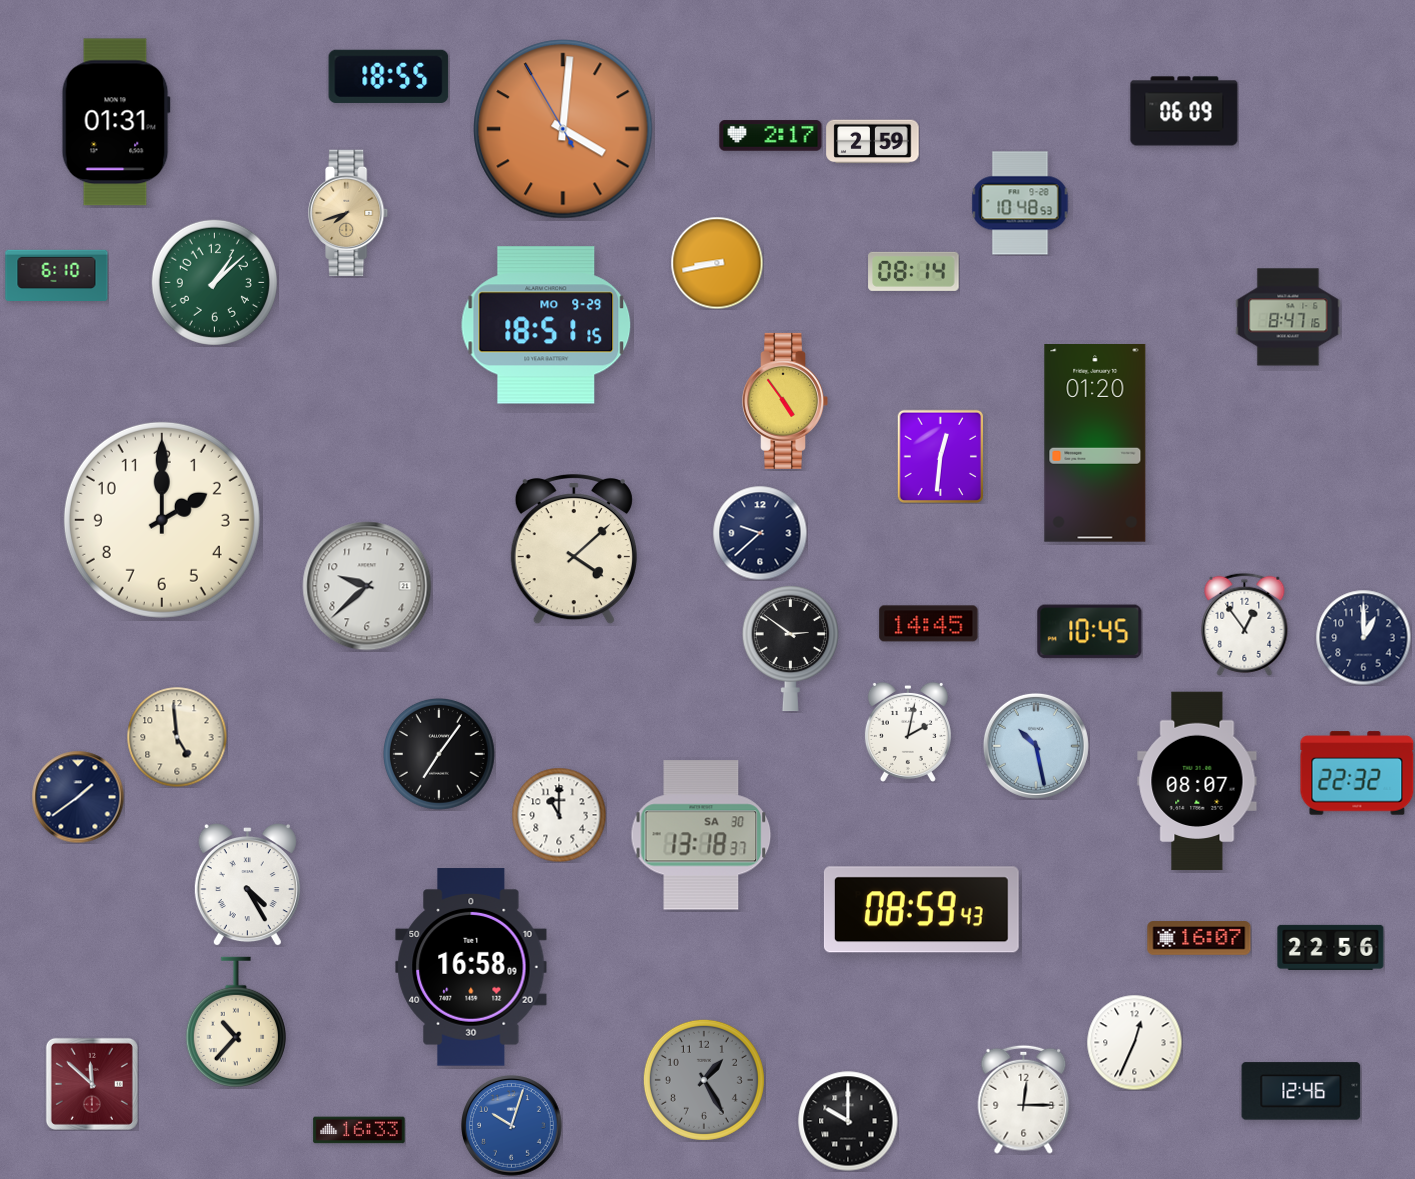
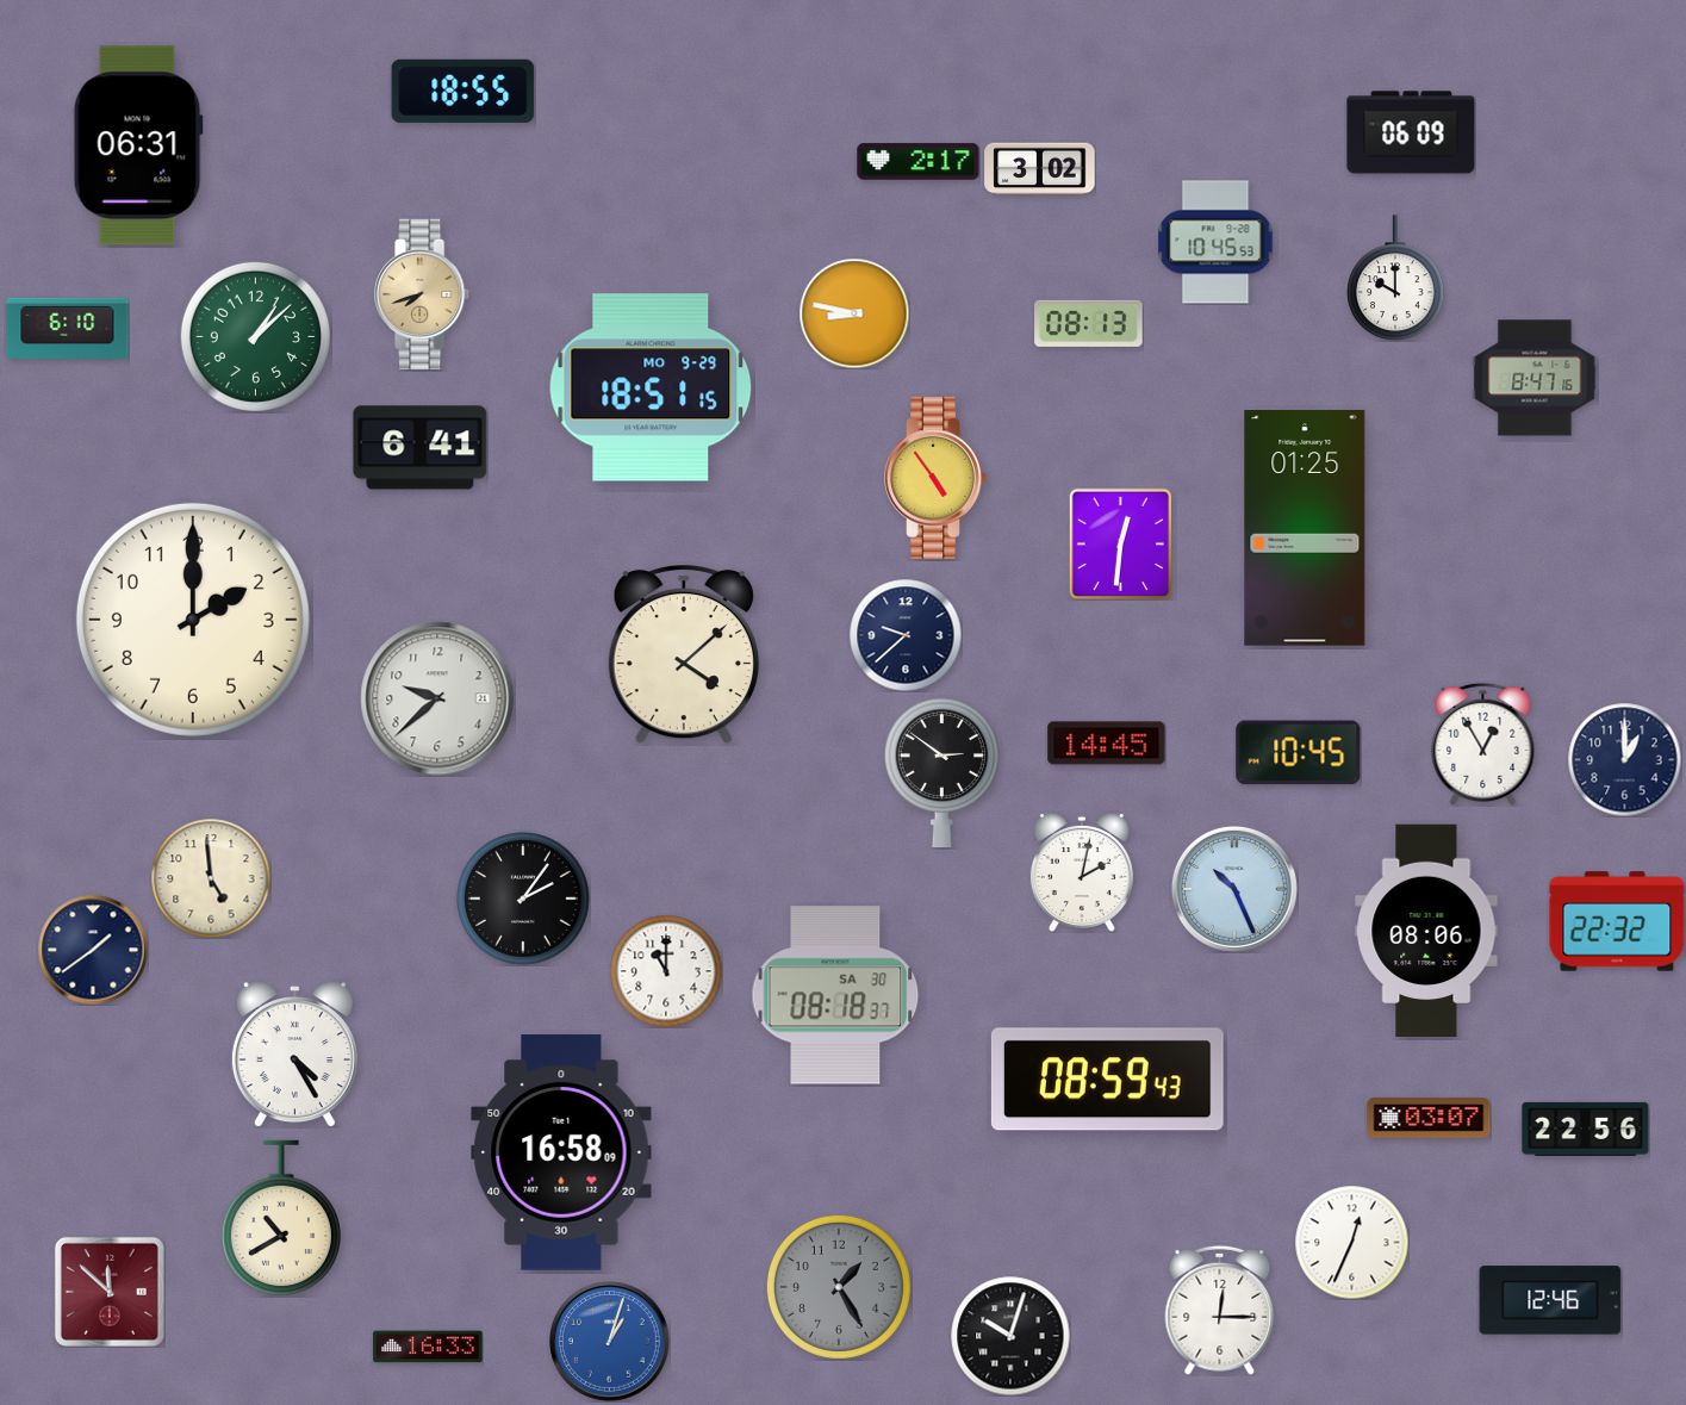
clock at (116, 122): 01:31 -> 06:31
clock at (563, 129): 4:00 -> none
clock at (873, 142): 2:59 -> 3:02
clock at (1020, 203): 10:48 -> 10:45
clock at (349, 213) position: (349, 213) -> (423, 294)
clock at (1395, 278): none -> 10:00
clock at (717, 263): 8:43 -> 8:47
clock at (914, 271): 08:14 -> 08:13
clock at (421, 448): none -> 6:41
clock at (1095, 444): 01:20 -> 01:25
clock at (1245, 624): 12:54 -> 12:55
clock at (1036, 746): 10:28 -> 10:26
clock at (440, 755): 7:06 -> 2:06
clock at (1197, 781): 08:07 -> 08:06
clock at (701, 835): 13:18 -> 08:18
clock at (921, 910) position: (921, 910) -> (1107, 1080)
clock at (1199, 938): 16:07 -> 03:07
clock at (236, 1022): 10:37 -> 10:40
clock at (848, 1121): 10:00 -> 10:03
clock at (512, 1126): 10:03 -> 1:03
